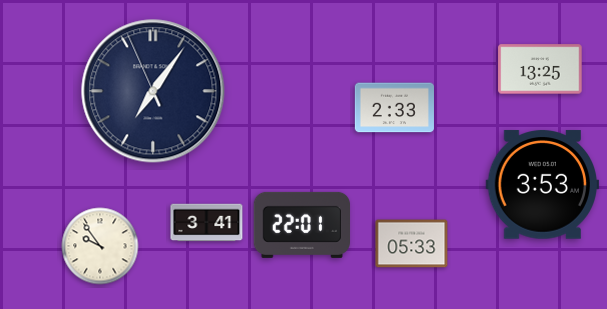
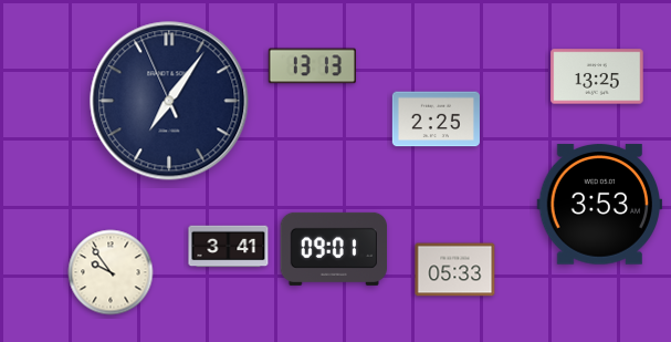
clock at (312, 66): none -> 13:13
clock at (394, 108): 2:33 -> 2:25
clock at (301, 225): 22:01 -> 09:01
